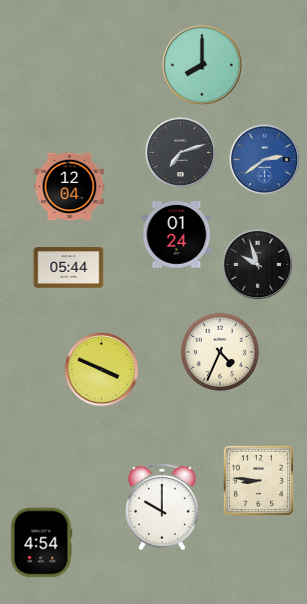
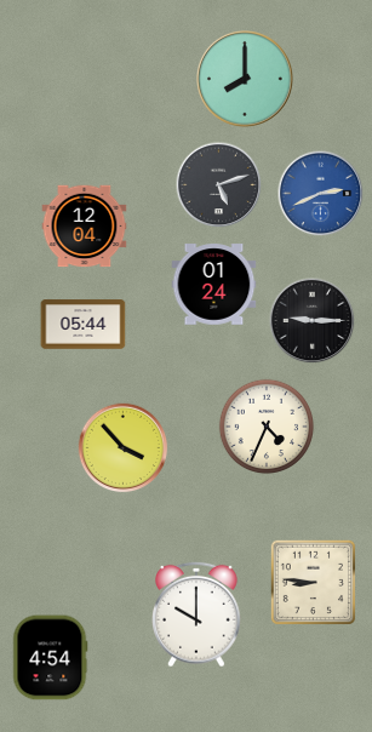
clock at (181, 153): 7:12 -> 5:12
clock at (265, 160): 2:39 -> 2:41
clock at (258, 265): 9:57 -> 9:15
clock at (102, 370): 3:49 -> 3:53
